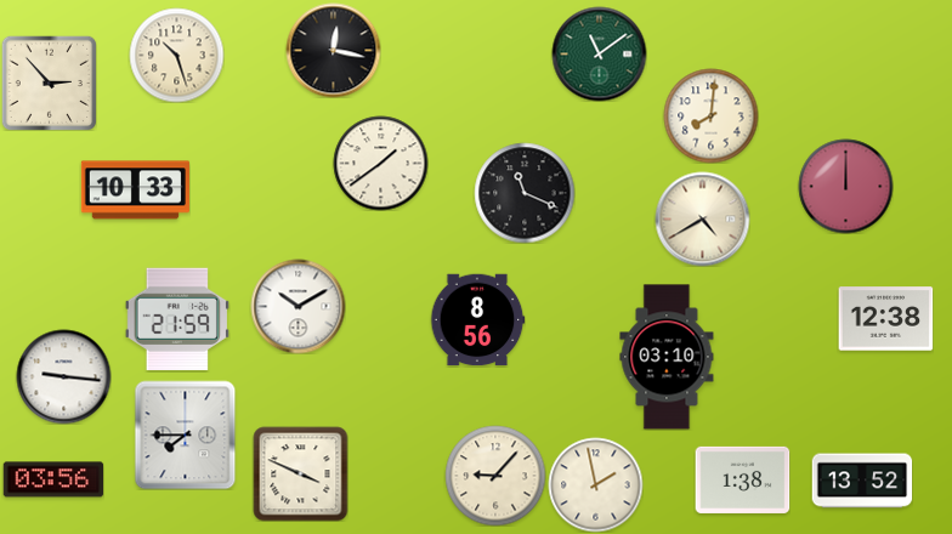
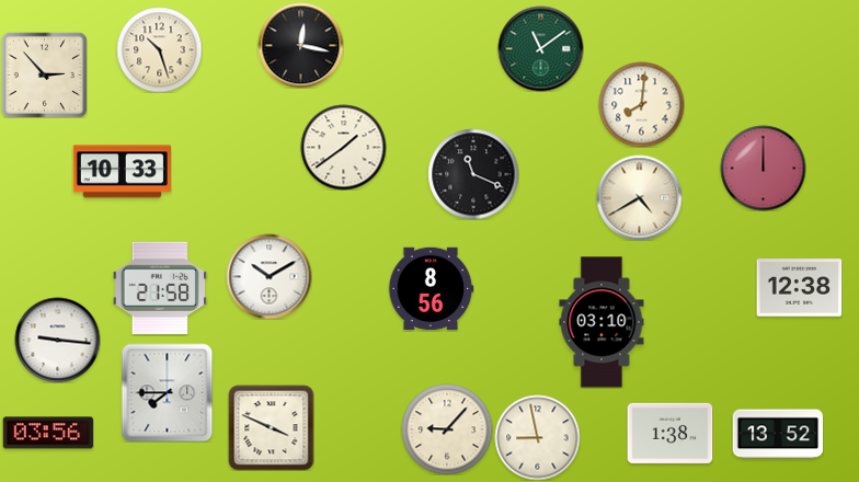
clock at (702, 218) position: (702, 218) -> (639, 197)
clock at (177, 318): 21:59 -> 21:58
clock at (595, 484): 1:58 -> 8:58
